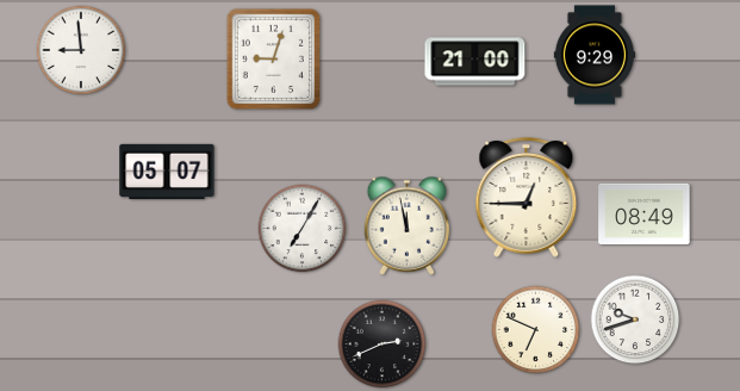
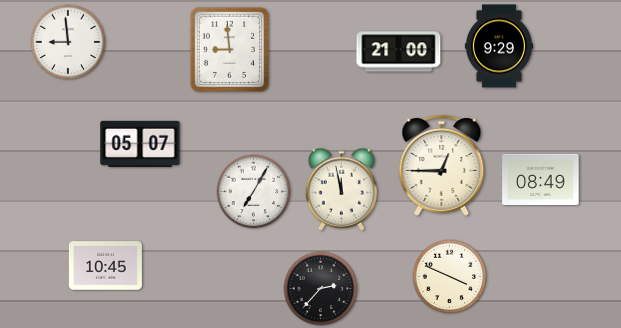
clock at (273, 58): 9:03 -> 8:59
clock at (105, 266): none -> 10:45
clock at (635, 319): 9:42 -> none
clock at (536, 330): 6:49 -> 3:49
clock at (383, 345): 2:41 -> 2:37
